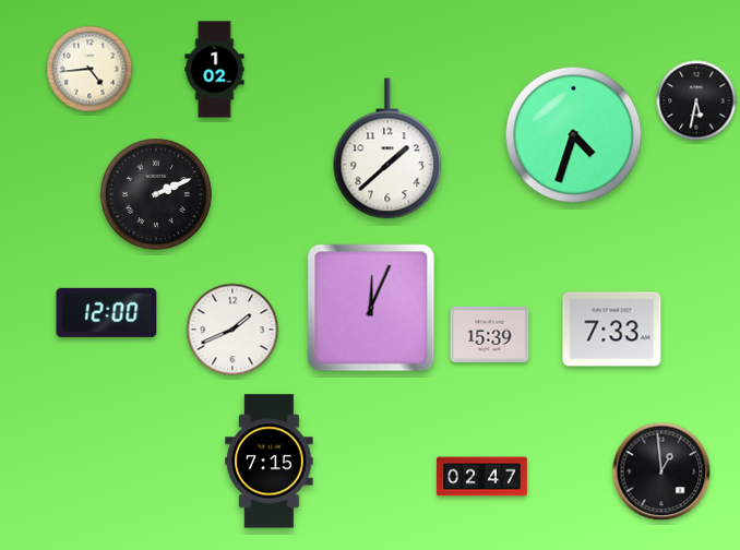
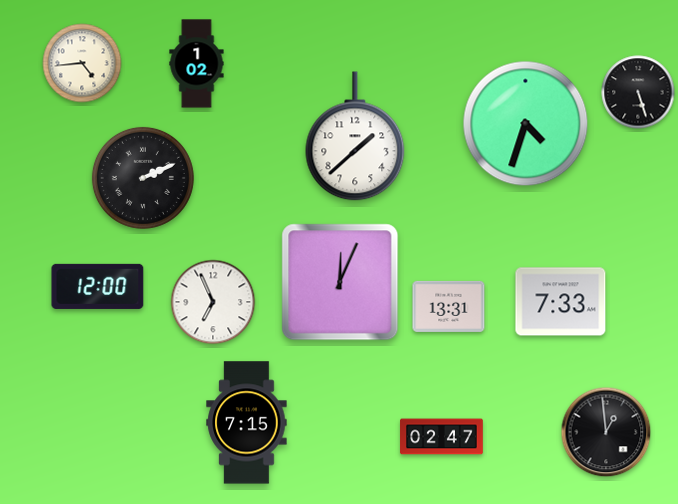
clock at (696, 100): 5:32 -> 5:27
clock at (232, 330): 1:41 -> 6:56
clock at (490, 334): 15:39 -> 13:31
